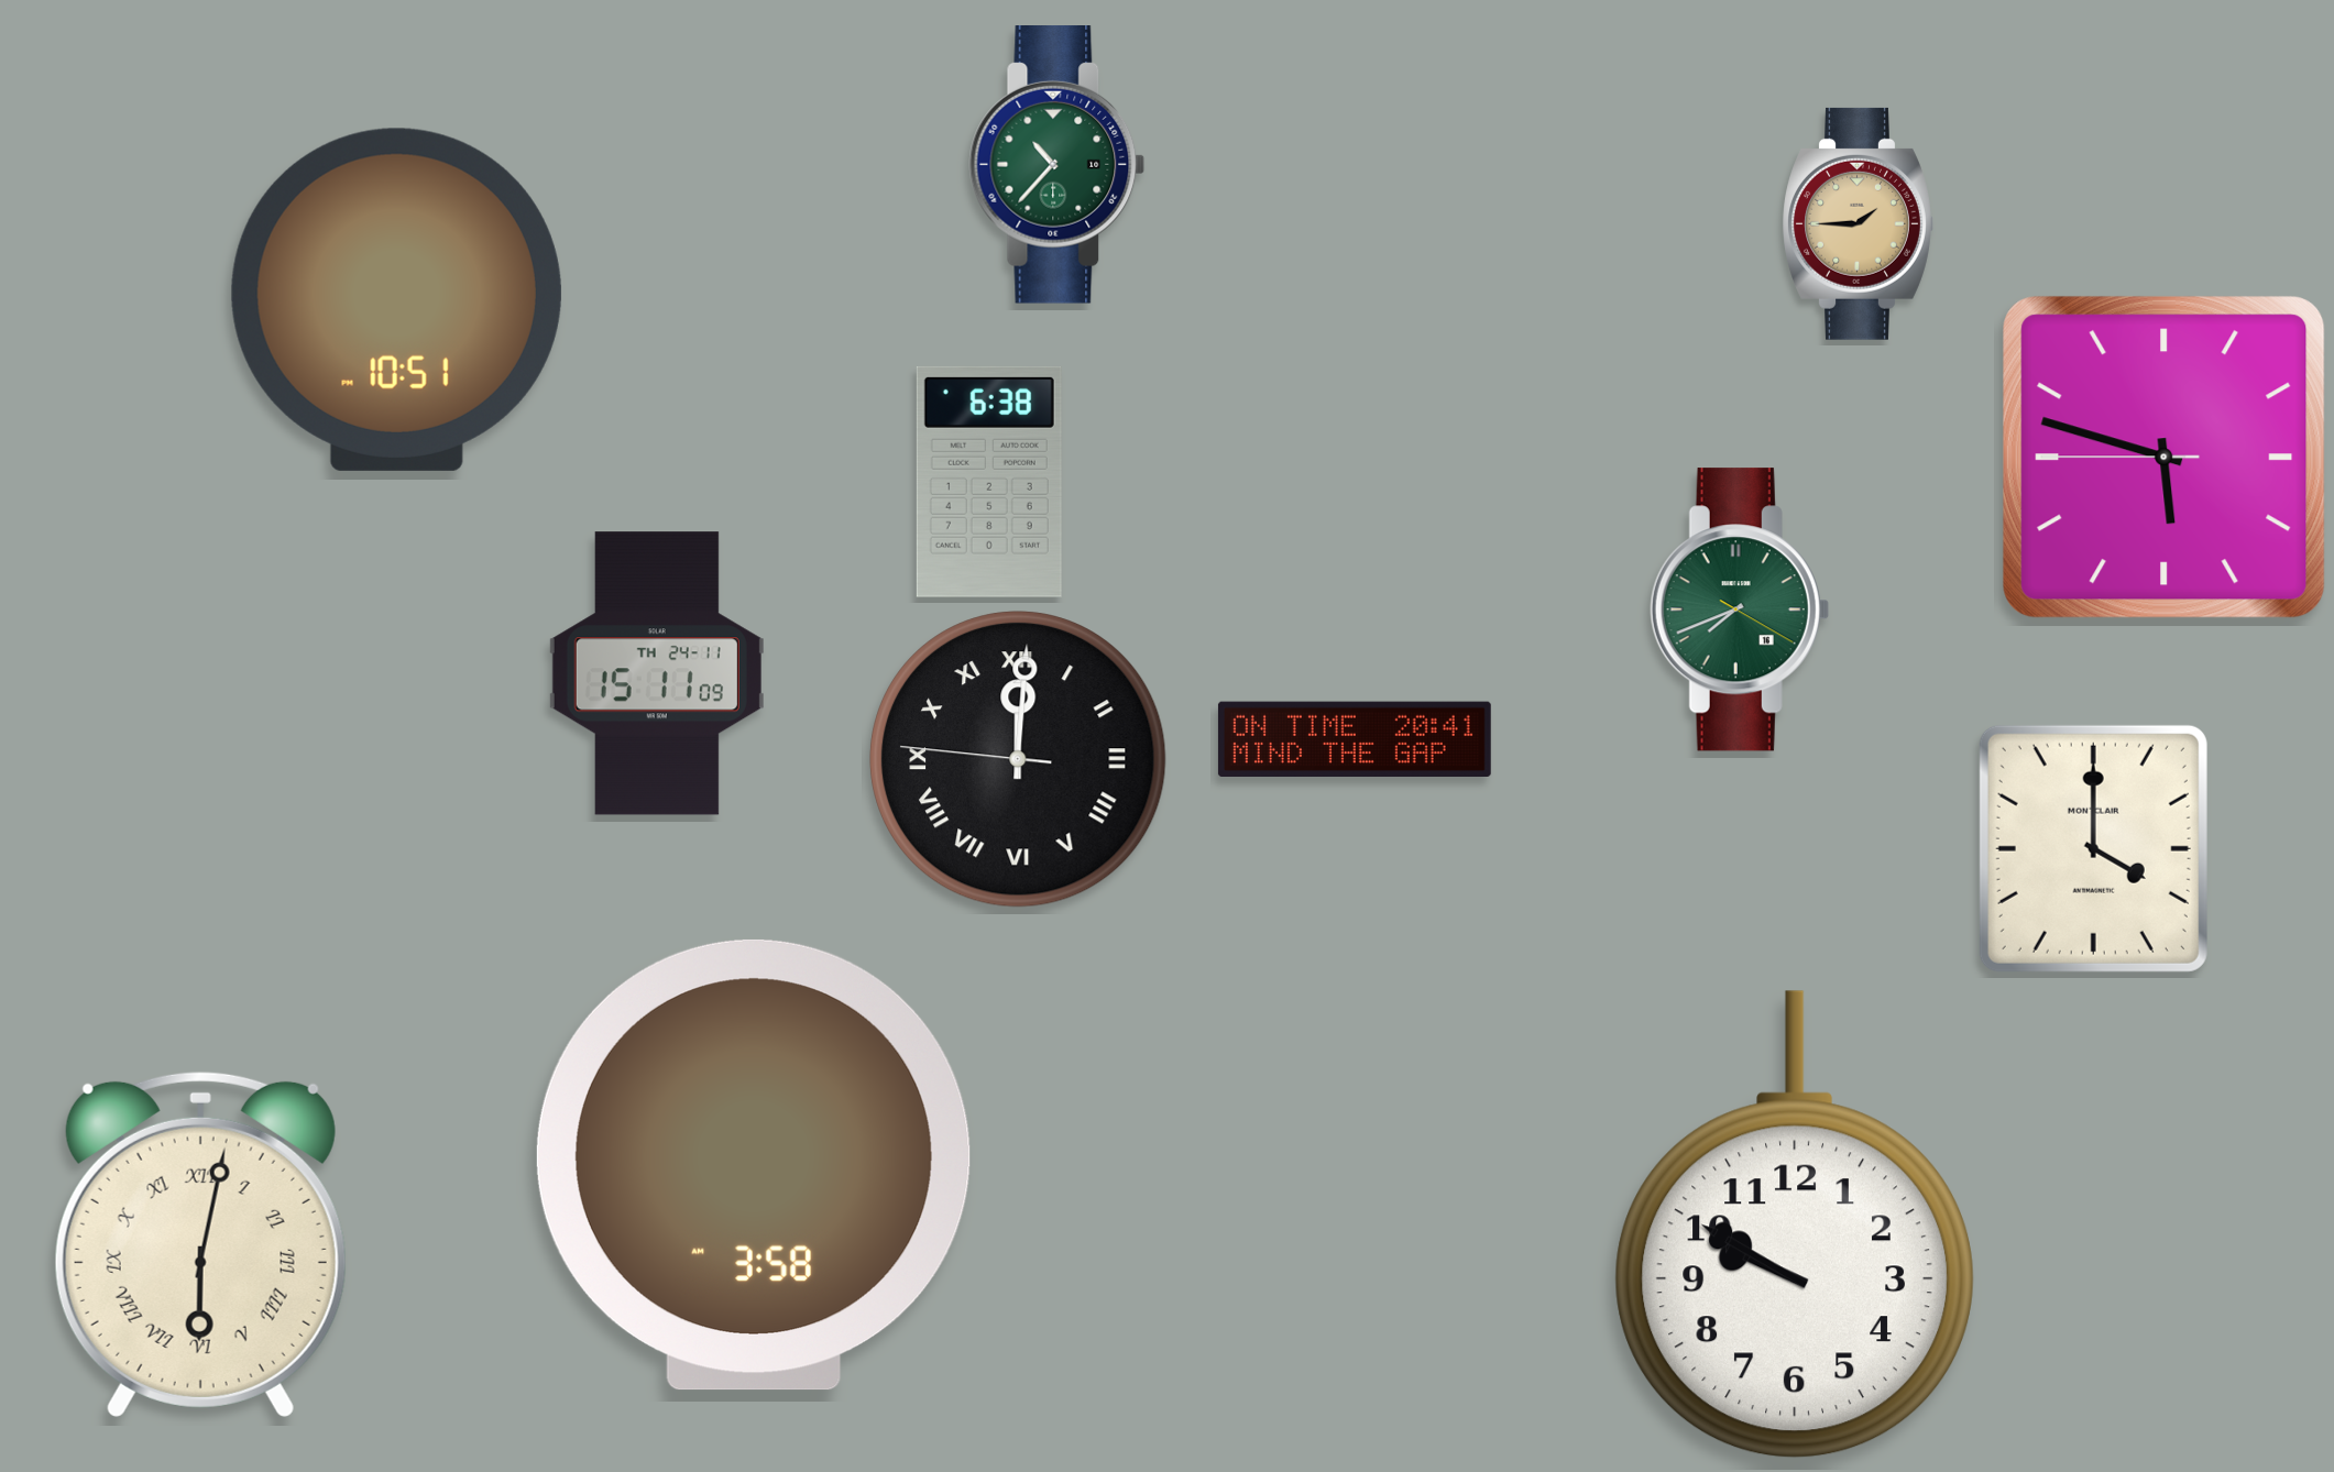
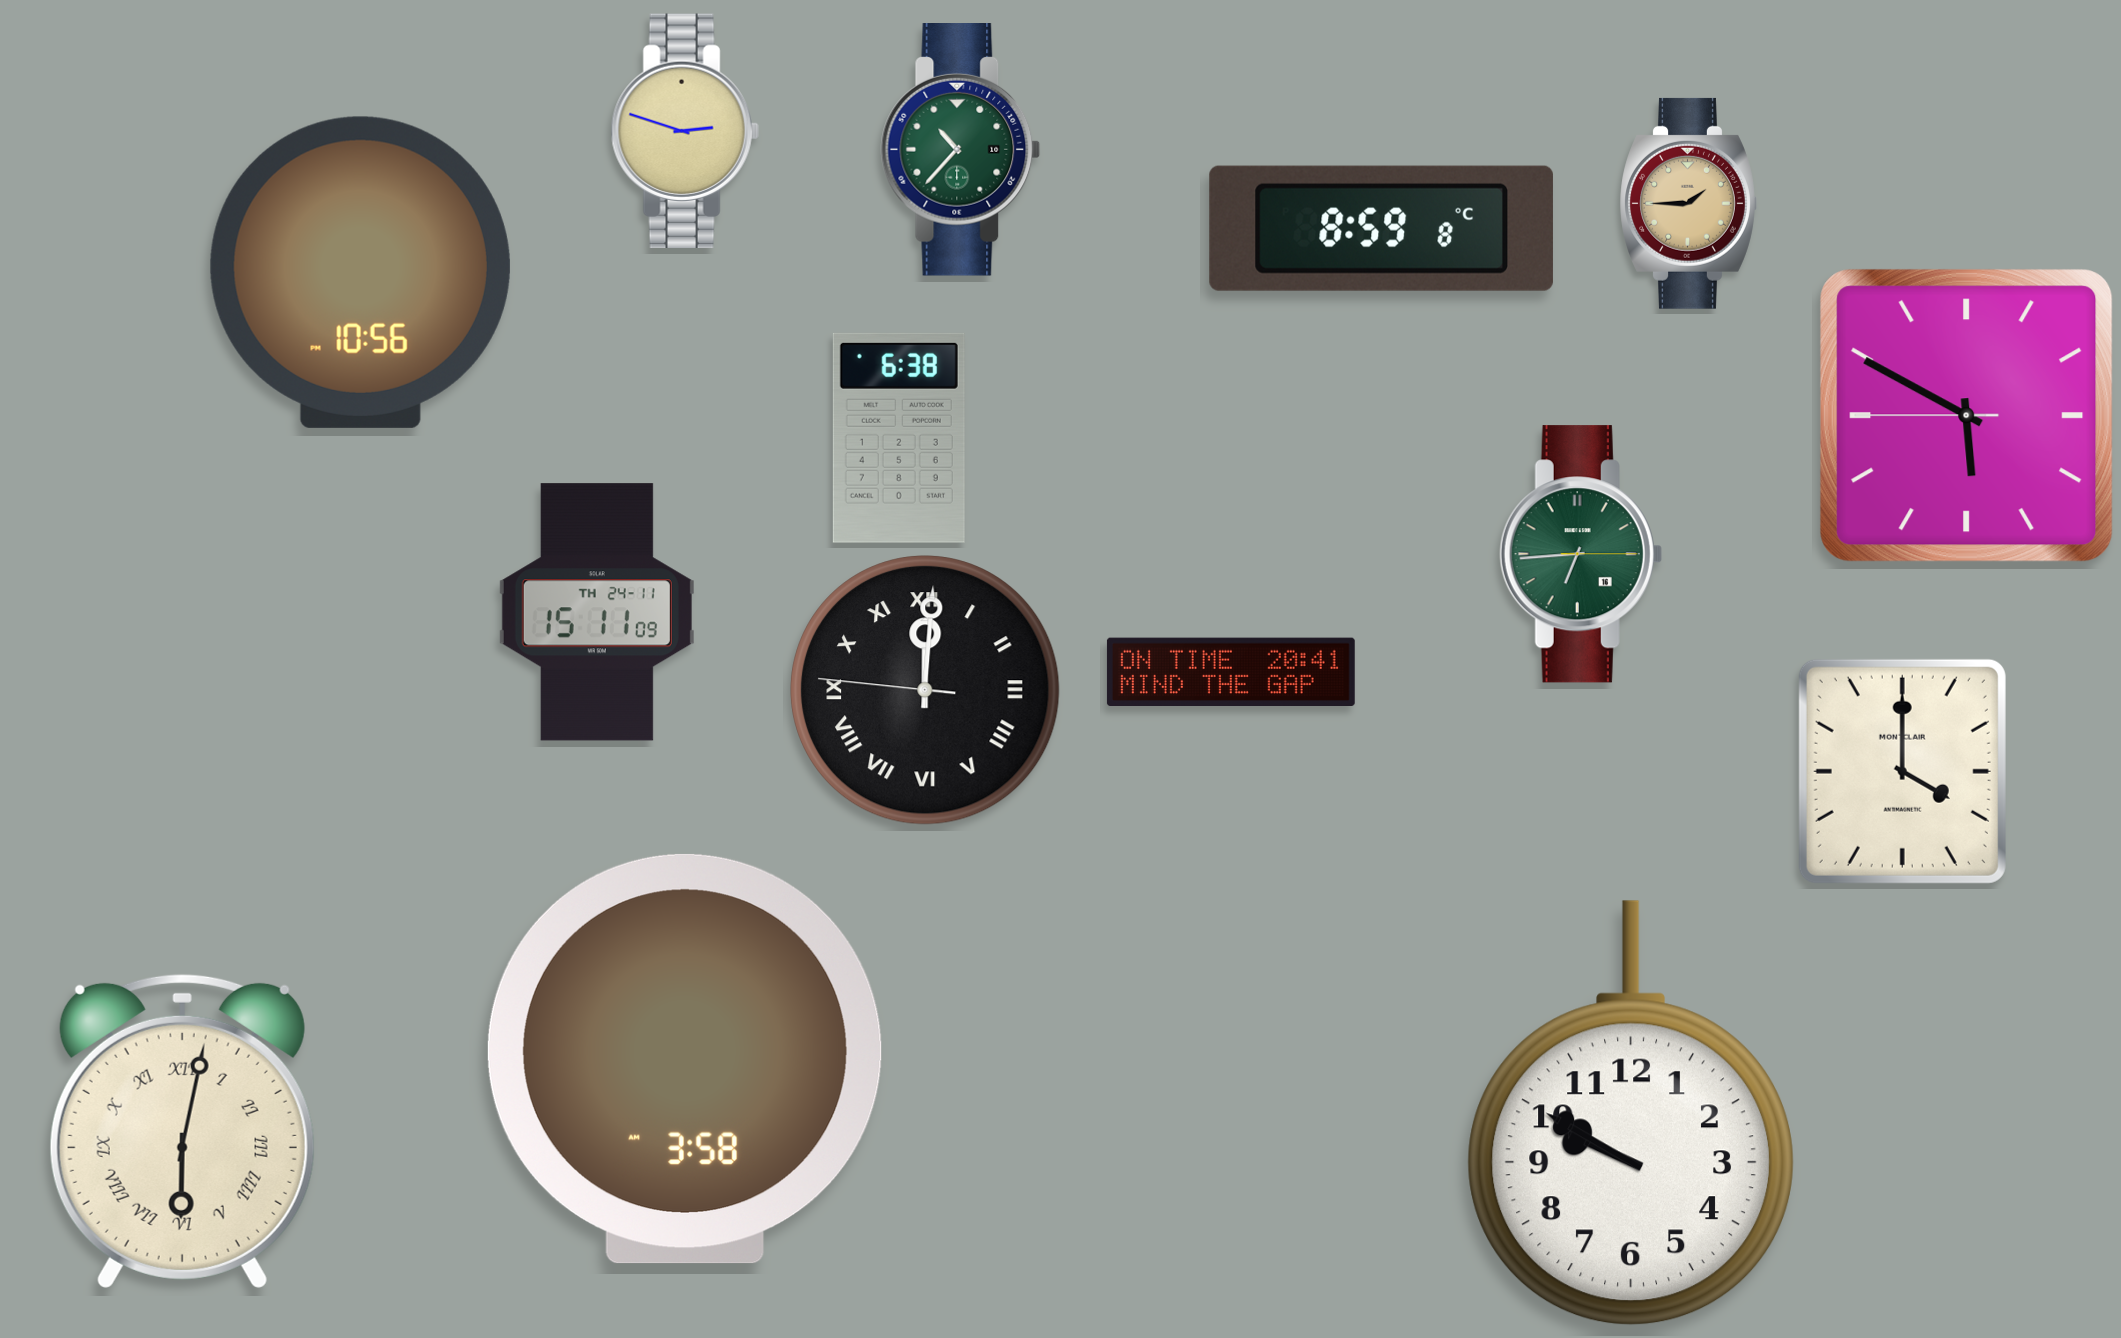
clock at (685, 131): none -> 2:48
clock at (1381, 228): none -> 8:59
clock at (396, 299): 10:51 -> 10:56
clock at (2165, 458): 5:47 -> 5:49
clock at (1740, 609): 7:41 -> 6:44
